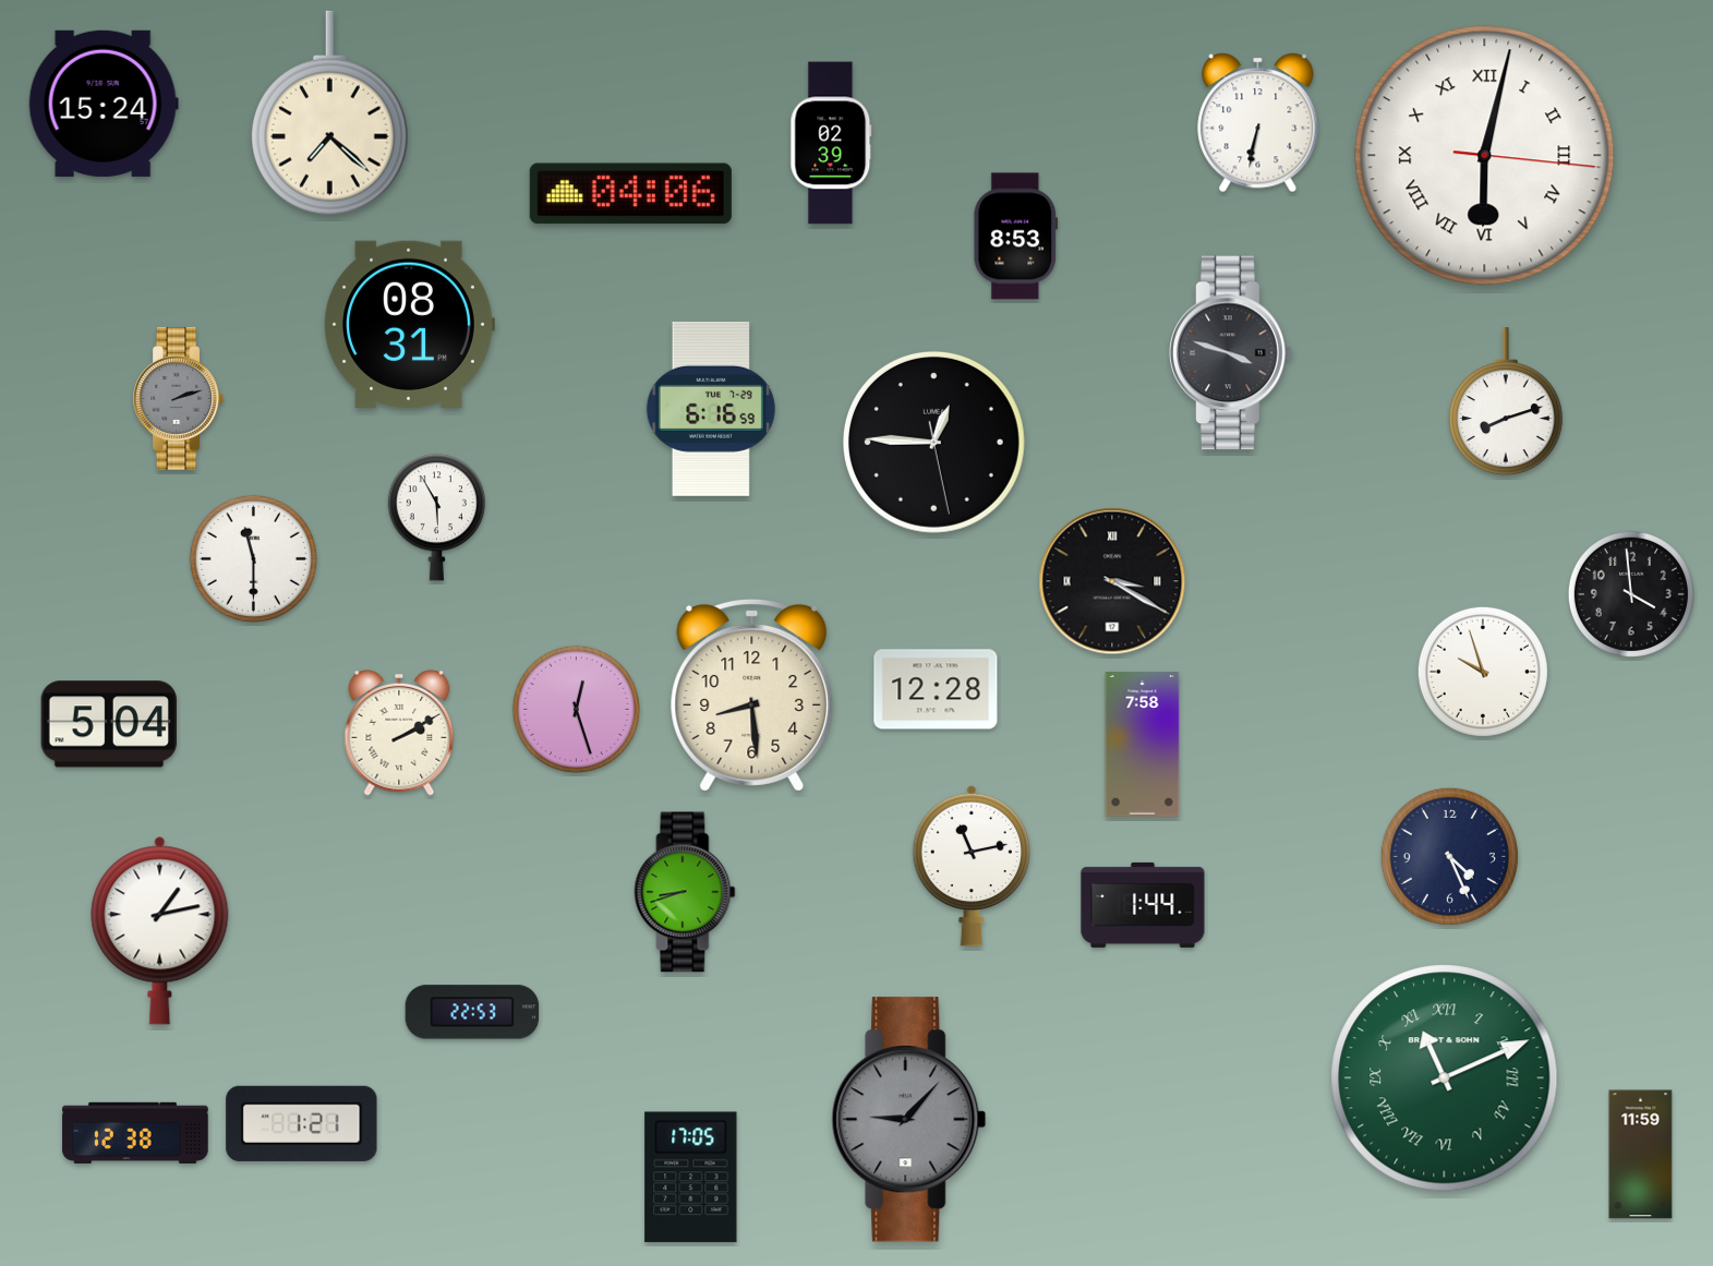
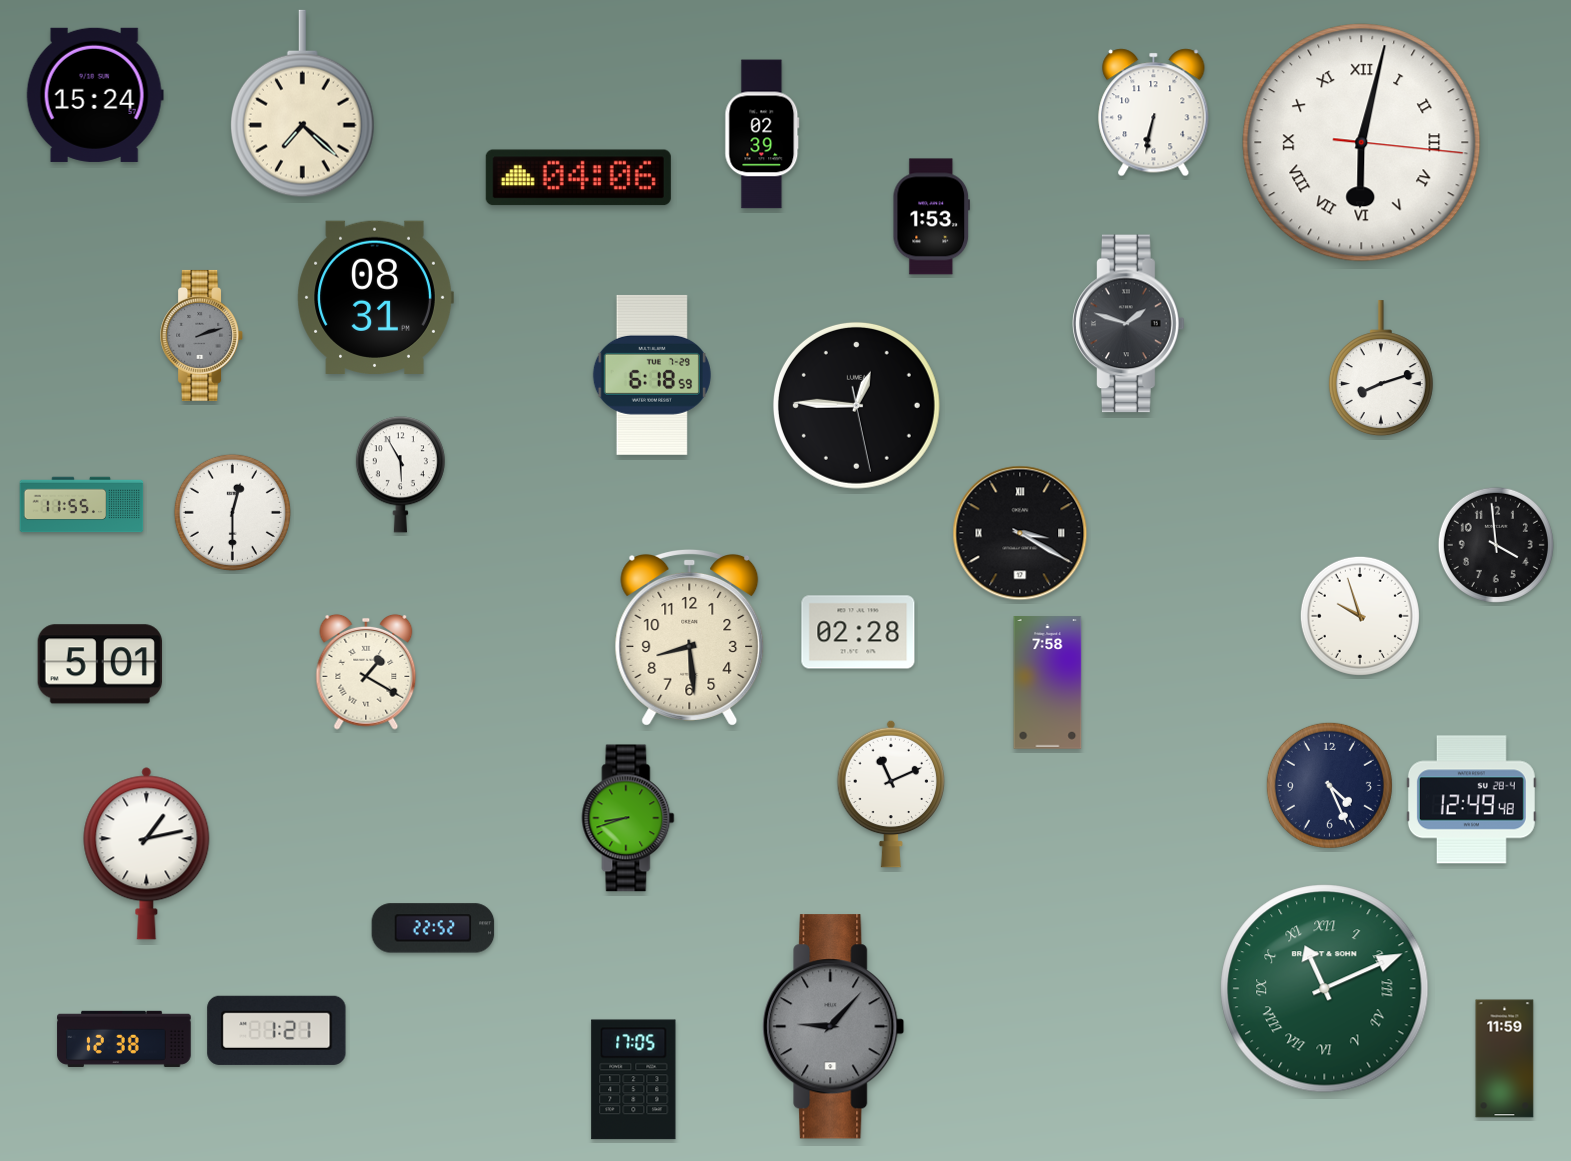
clock at (831, 143) position: (831, 143) -> (762, 134)
clock at (1015, 237): 8:53 -> 1:53
clock at (1231, 353): 3:48 -> 1:48
clock at (179, 398) position: (179, 398) -> (202, 335)
clock at (711, 409): 6:16 -> 6:18
clock at (82, 505): none -> 11:55
clock at (253, 558): 11:30 -> 12:30
clock at (936, 689): 12:28 -> 02:28
clock at (576, 709): 12:27 -> none
clock at (109, 724): 5:04 -> 5:01
clock at (399, 733): 2:10 -> 1:20
clock at (972, 866): 11:13 -> 11:11
clock at (1471, 800): none -> 12:49
clock at (1143, 905): 1:44 -> none
clock at (472, 1012): 22:53 -> 22:52
